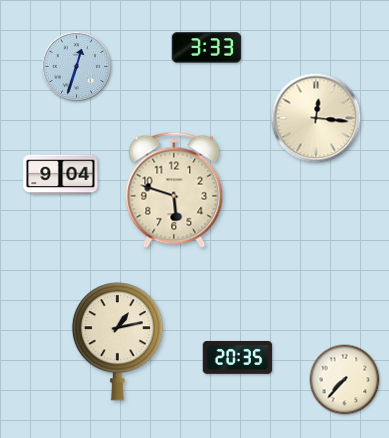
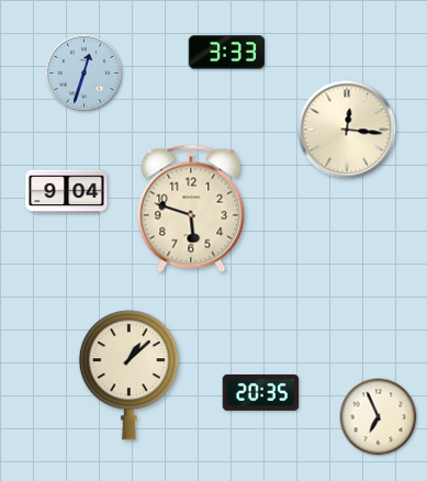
clock at (117, 342): 1:13 -> 1:08
clock at (345, 380): 7:37 -> 6:56
